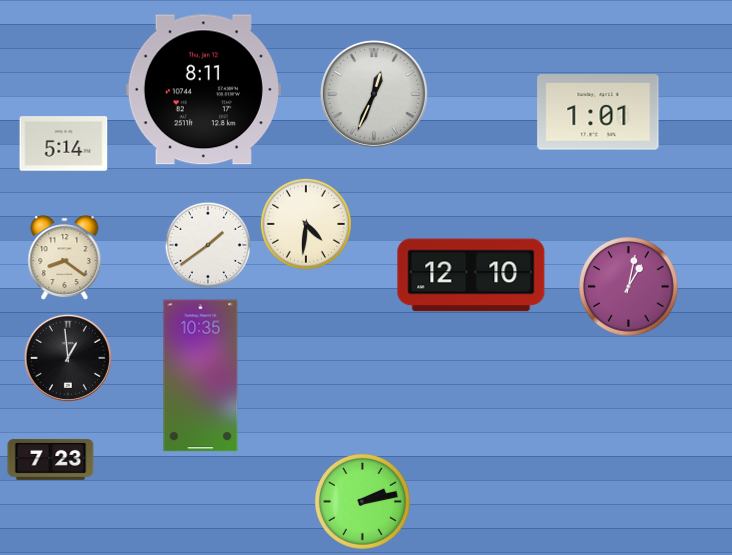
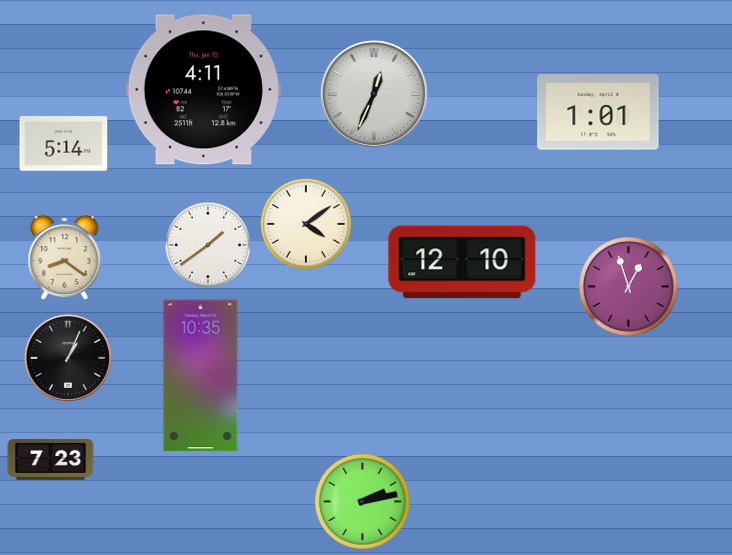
clock at (203, 90): 8:11 -> 4:11
clock at (306, 224): 4:31 -> 4:09
clock at (471, 275) position: (471, 275) -> (462, 262)
clock at (629, 287): 1:02 -> 12:57
clock at (68, 358): 12:59 -> 1:04
